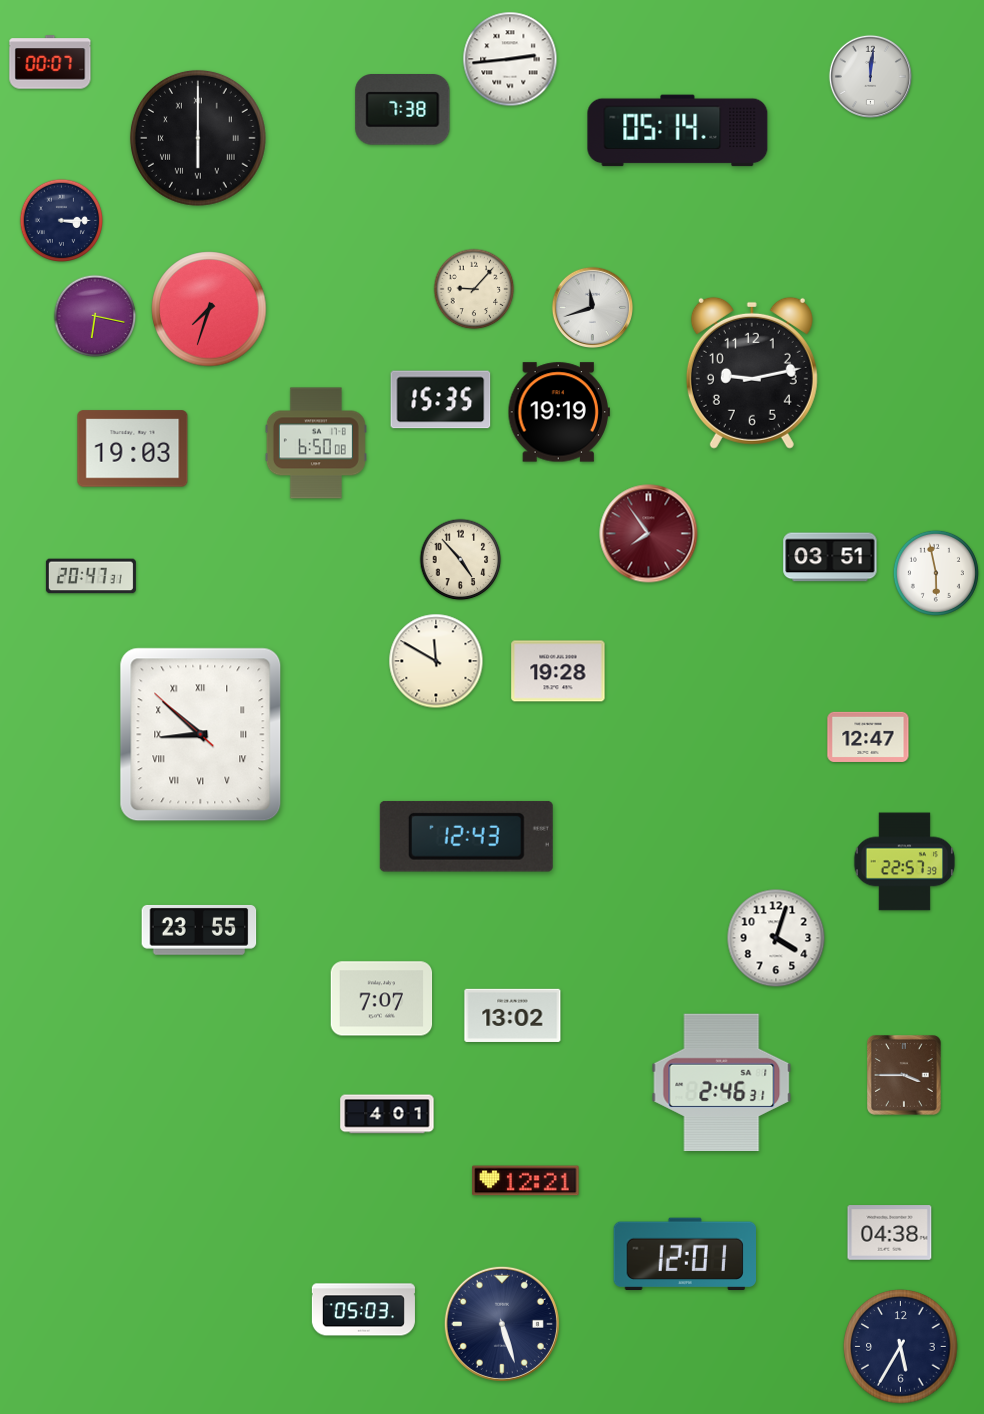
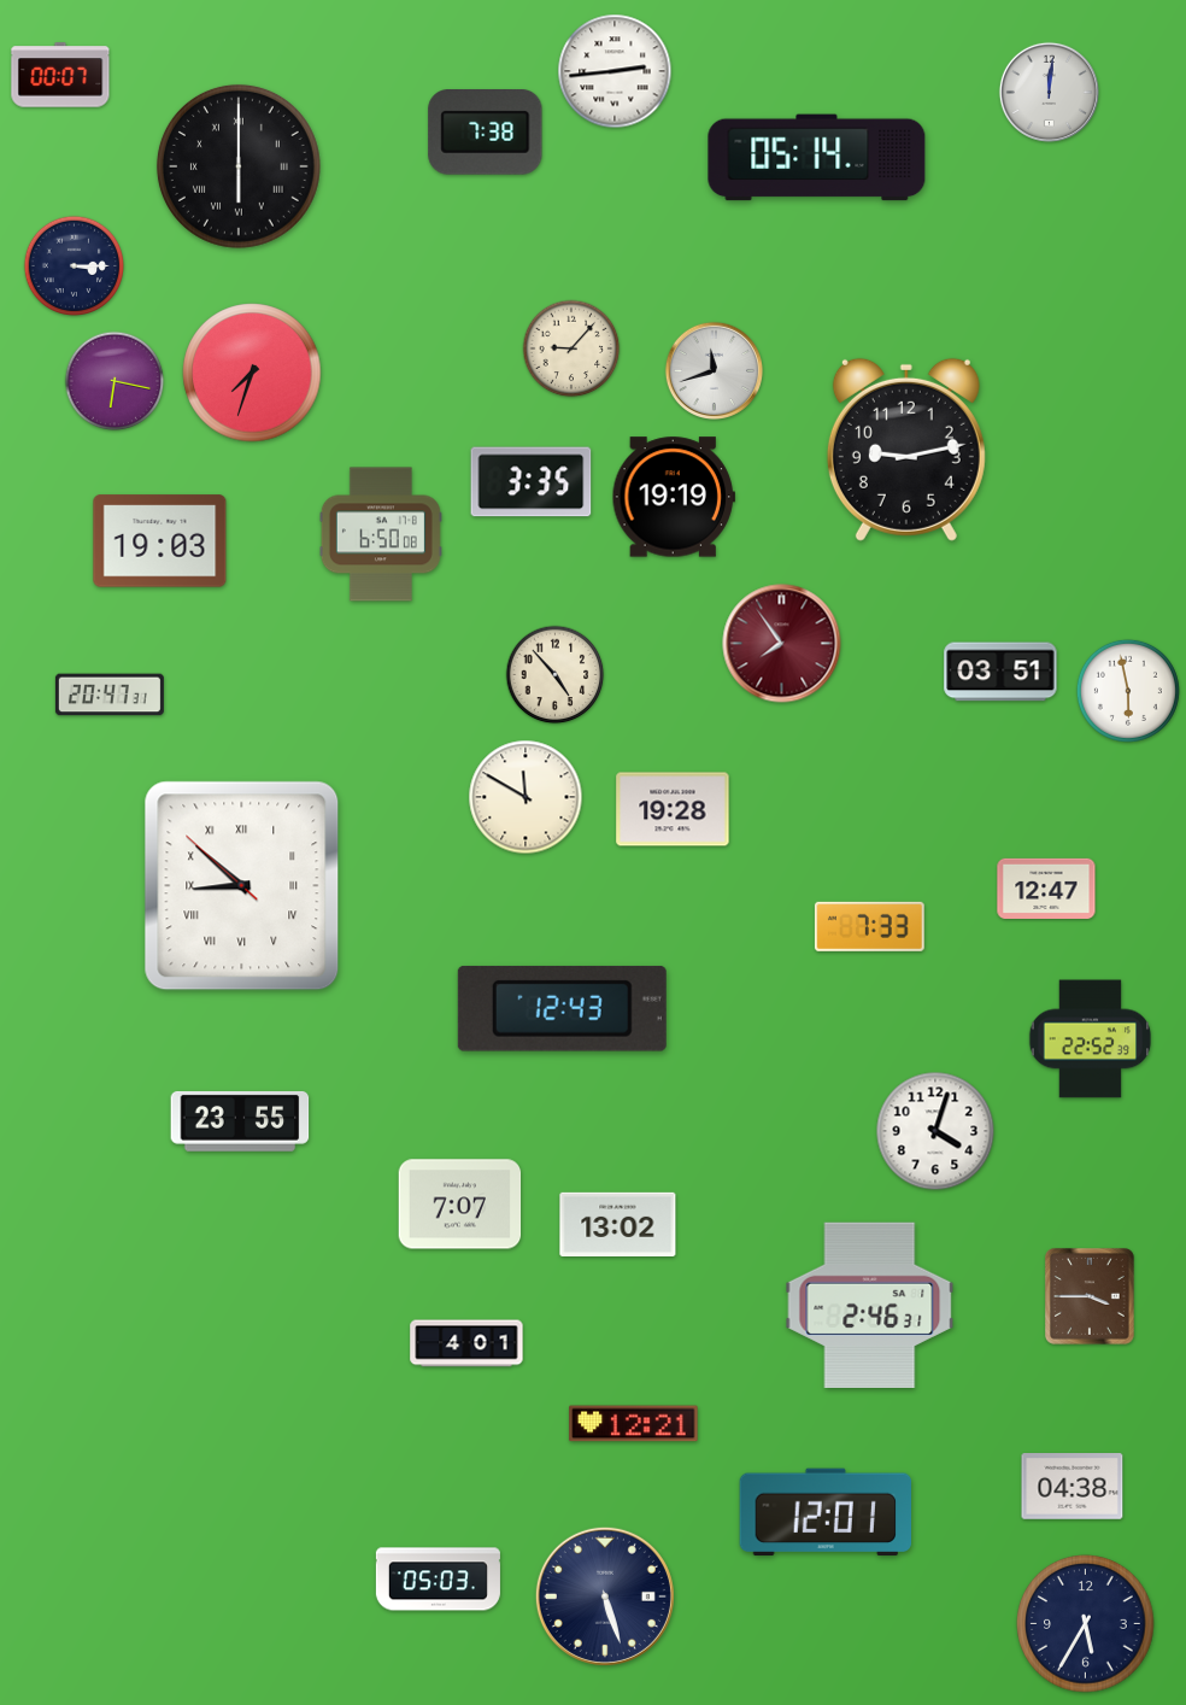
clock at (441, 400): 15:35 -> 3:35
clock at (869, 926): none -> 7:33
clock at (905, 862): 22:57 -> 22:52
